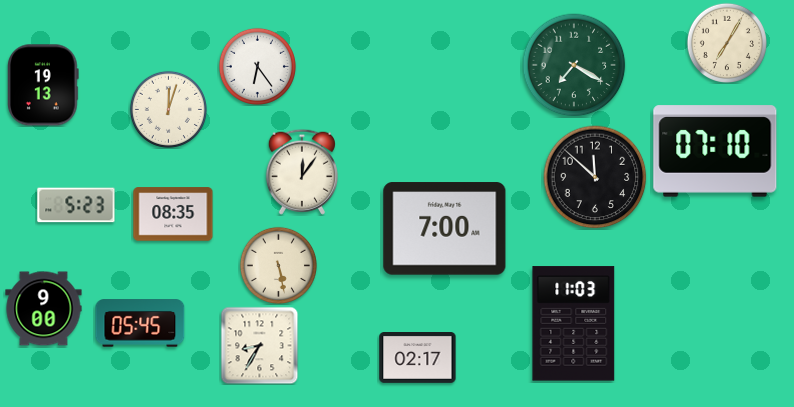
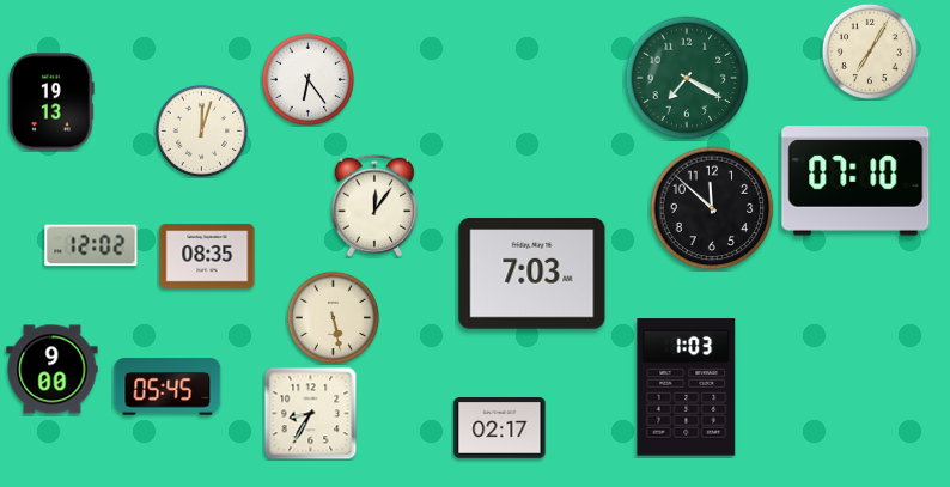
clock at (302, 172) position: (302, 172) -> (374, 206)
clock at (595, 177) position: (595, 177) -> (712, 208)
clock at (76, 205): 5:23 -> 12:02
clock at (445, 229): 7:00 -> 7:03
clock at (574, 324): 11:03 -> 1:03
